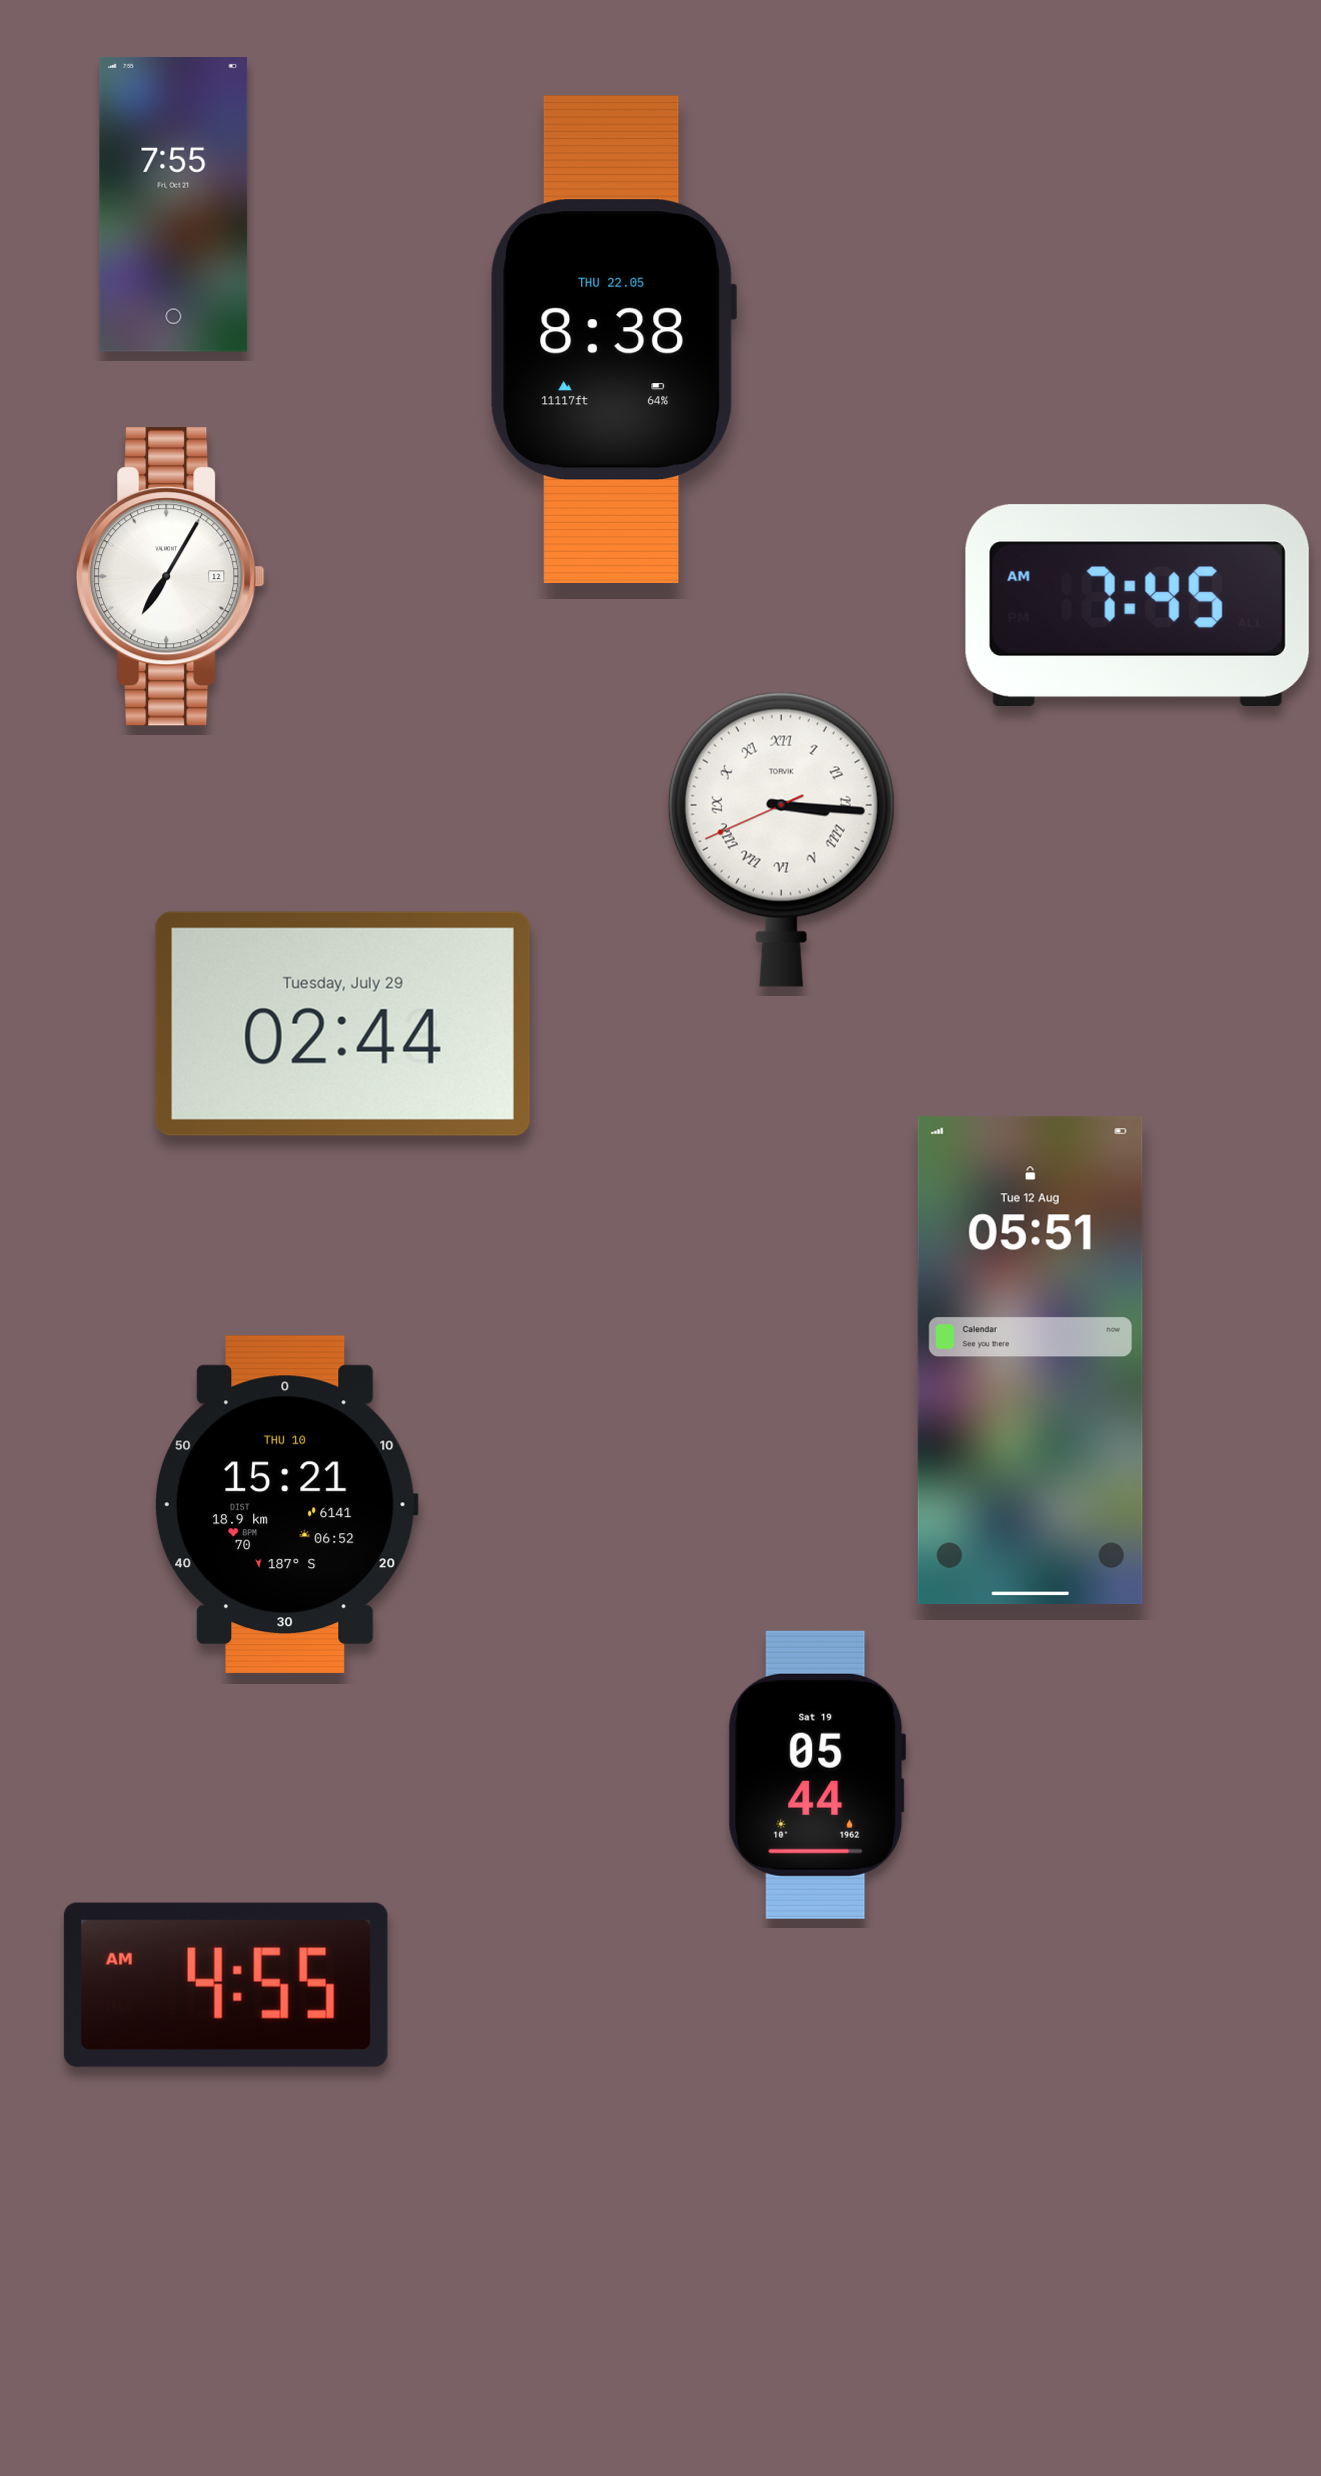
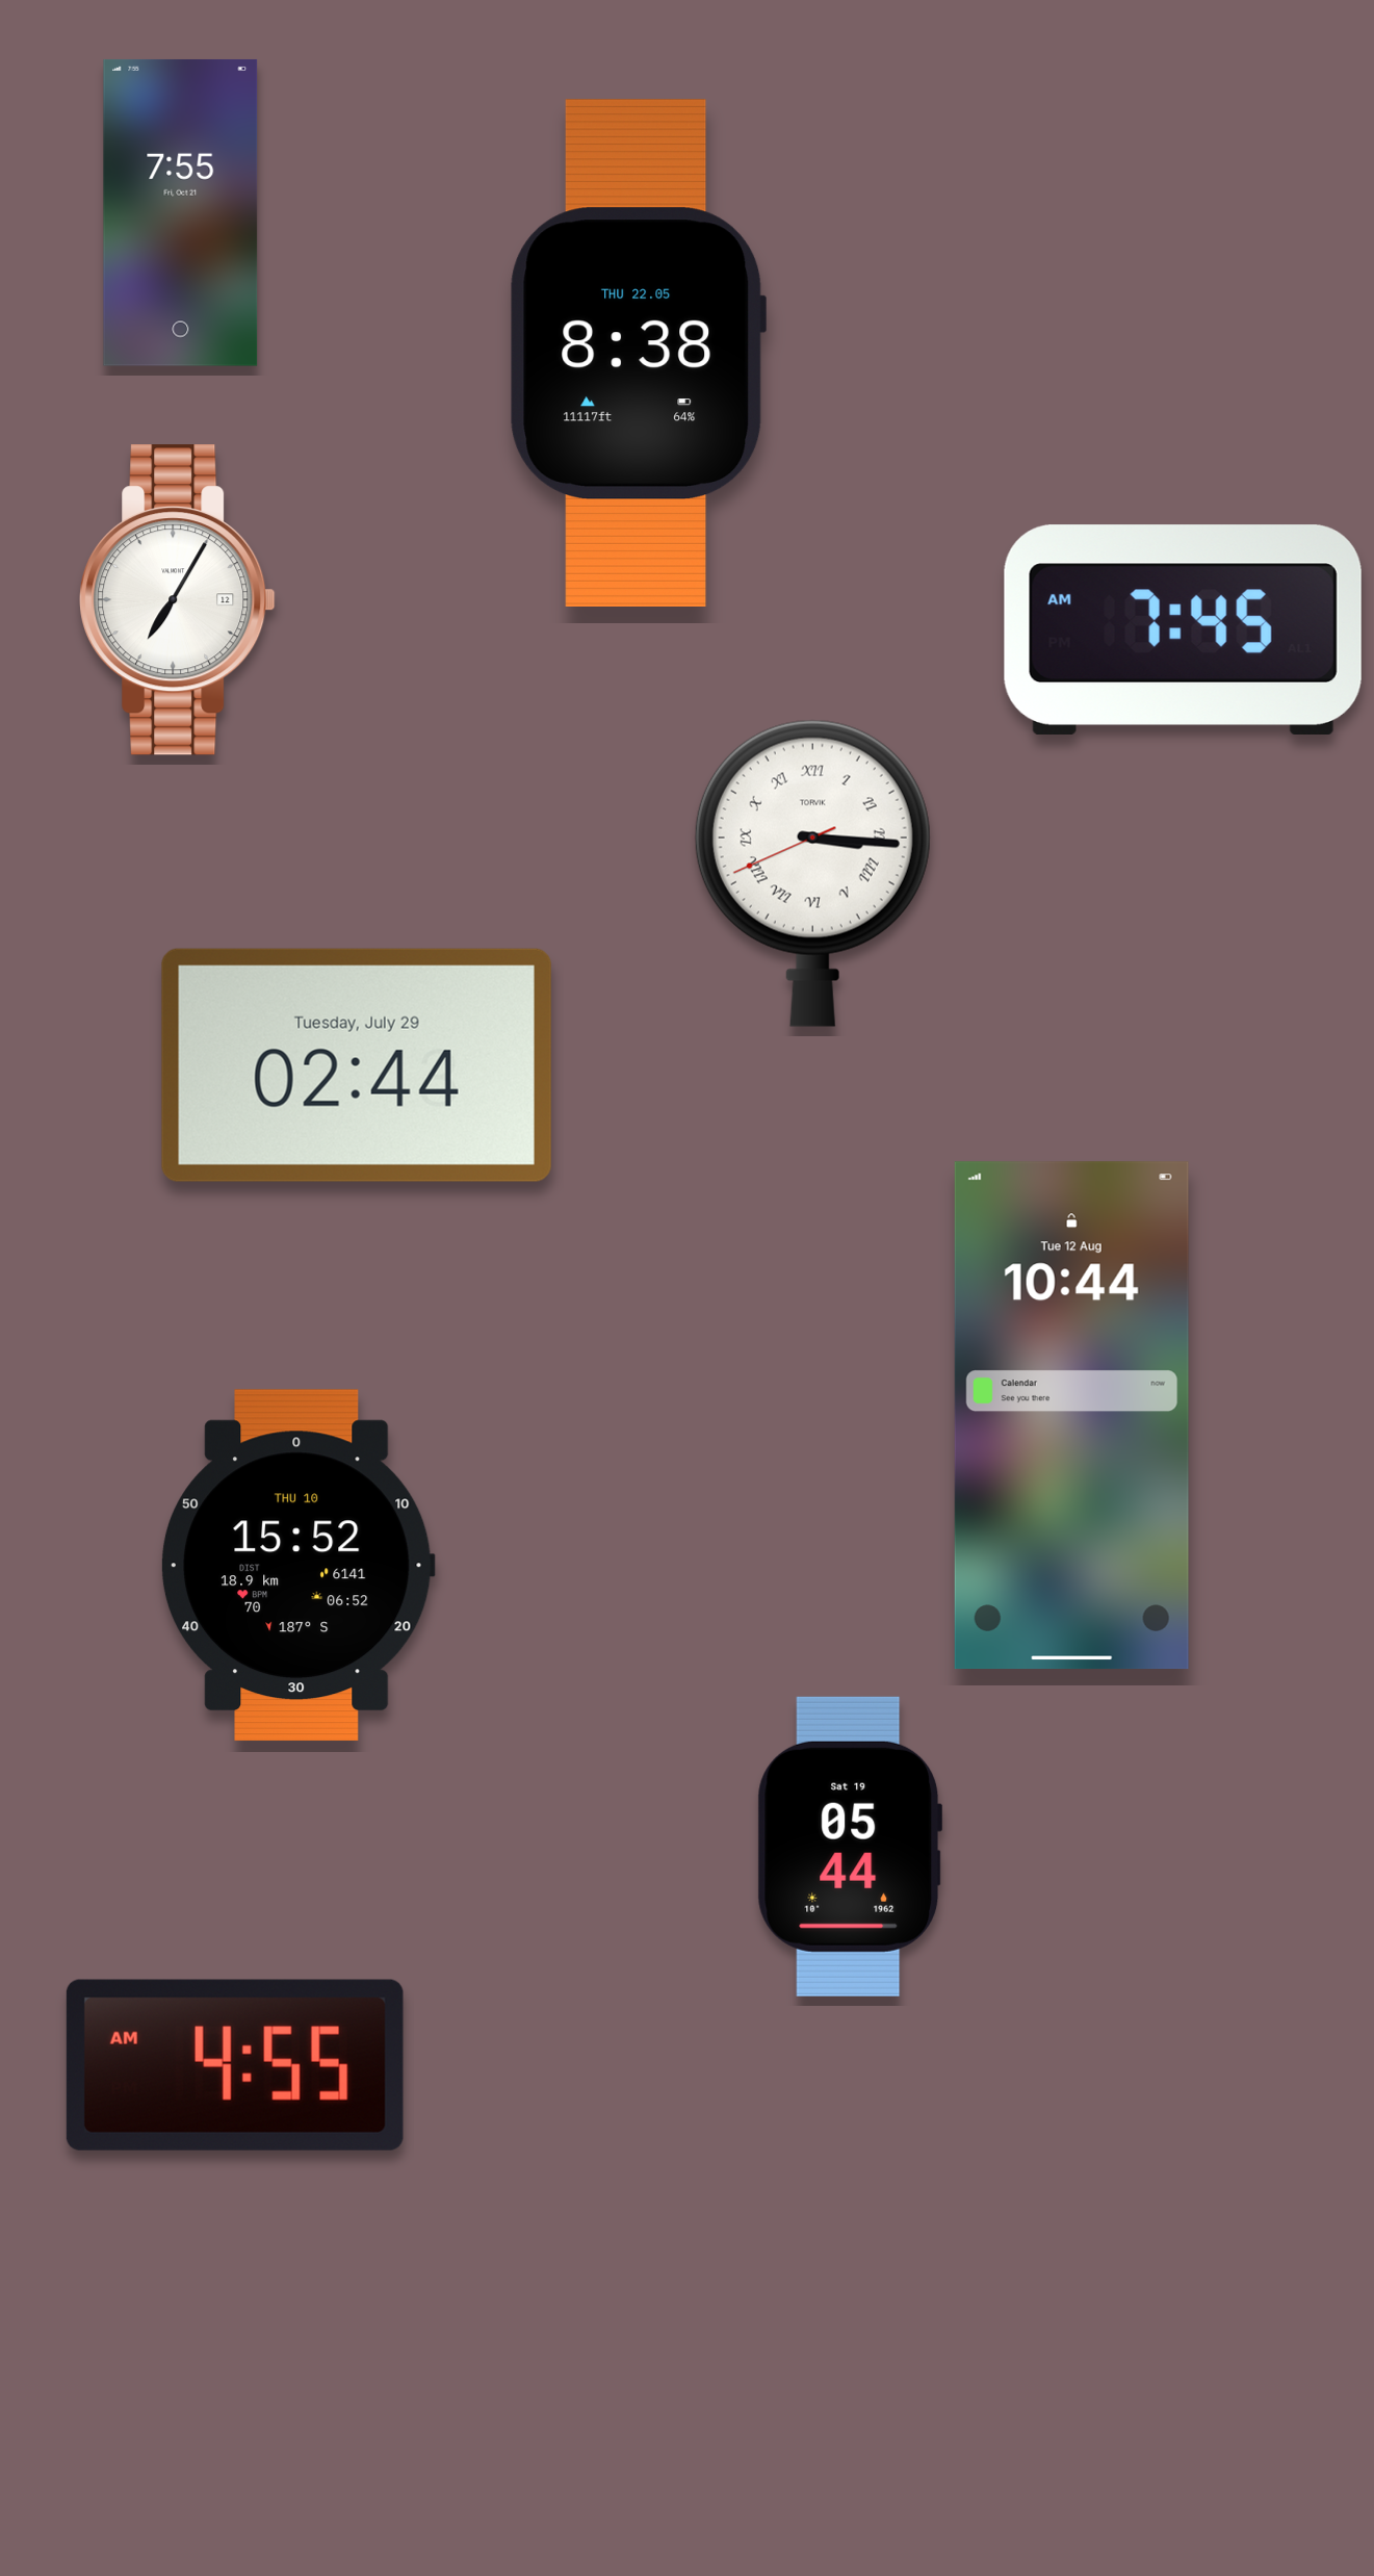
clock at (1030, 1361): 05:51 -> 10:44
clock at (286, 1505): 15:21 -> 15:52
